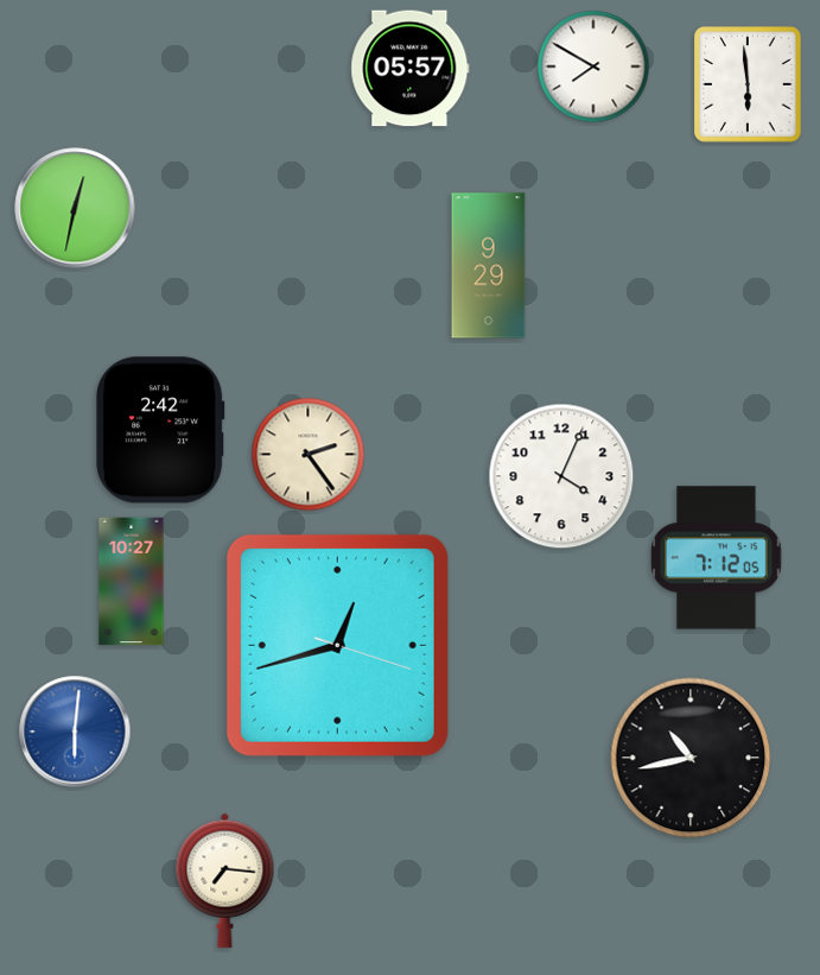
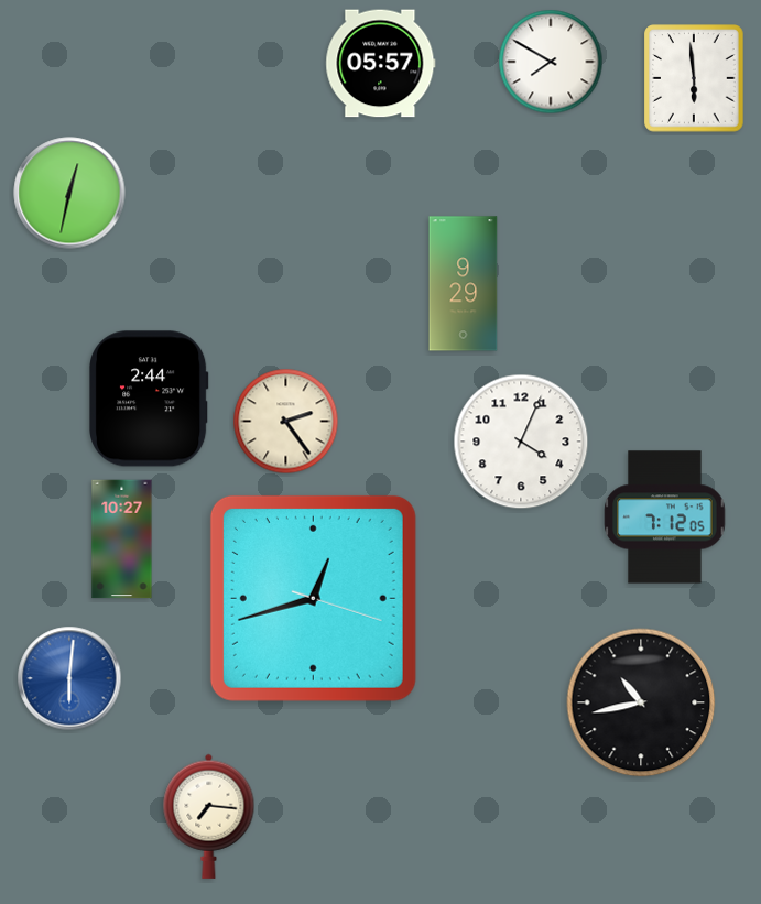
clock at (489, 266) position: (489, 266) -> (464, 284)
clock at (161, 430): 2:42 -> 2:44
